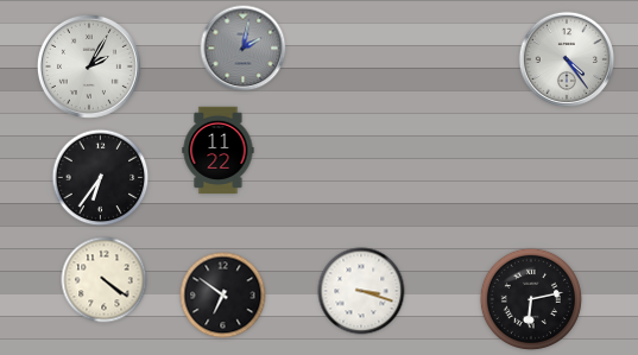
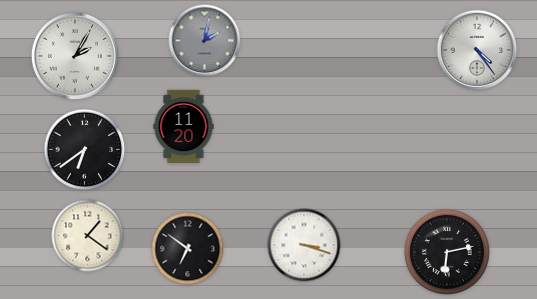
clock at (219, 151): 11:22 -> 11:20
clock at (101, 178): 6:36 -> 6:39
clock at (105, 280): 4:21 -> 1:21
